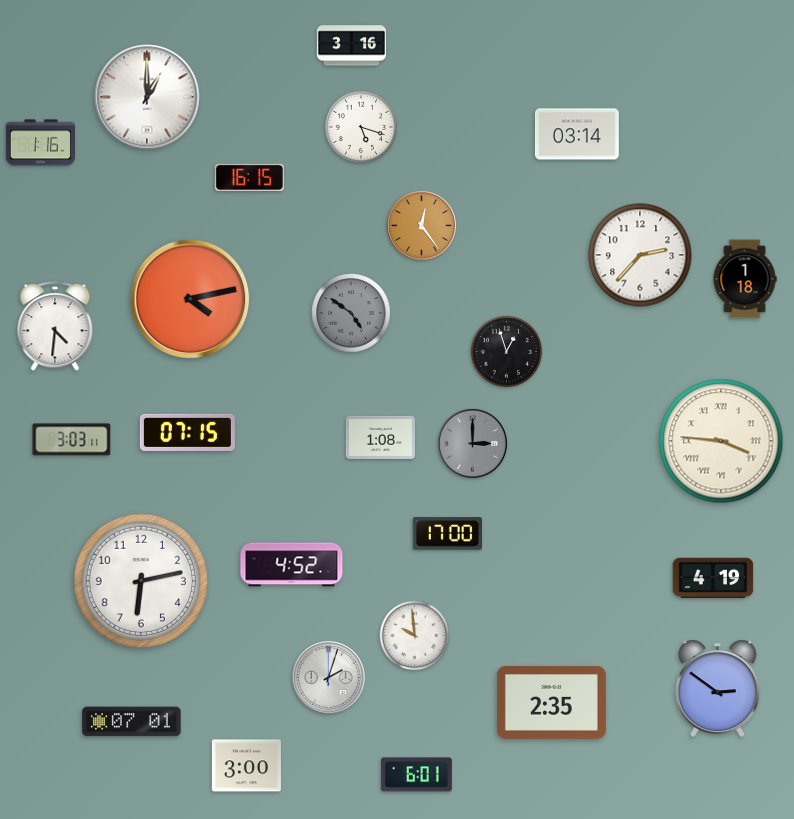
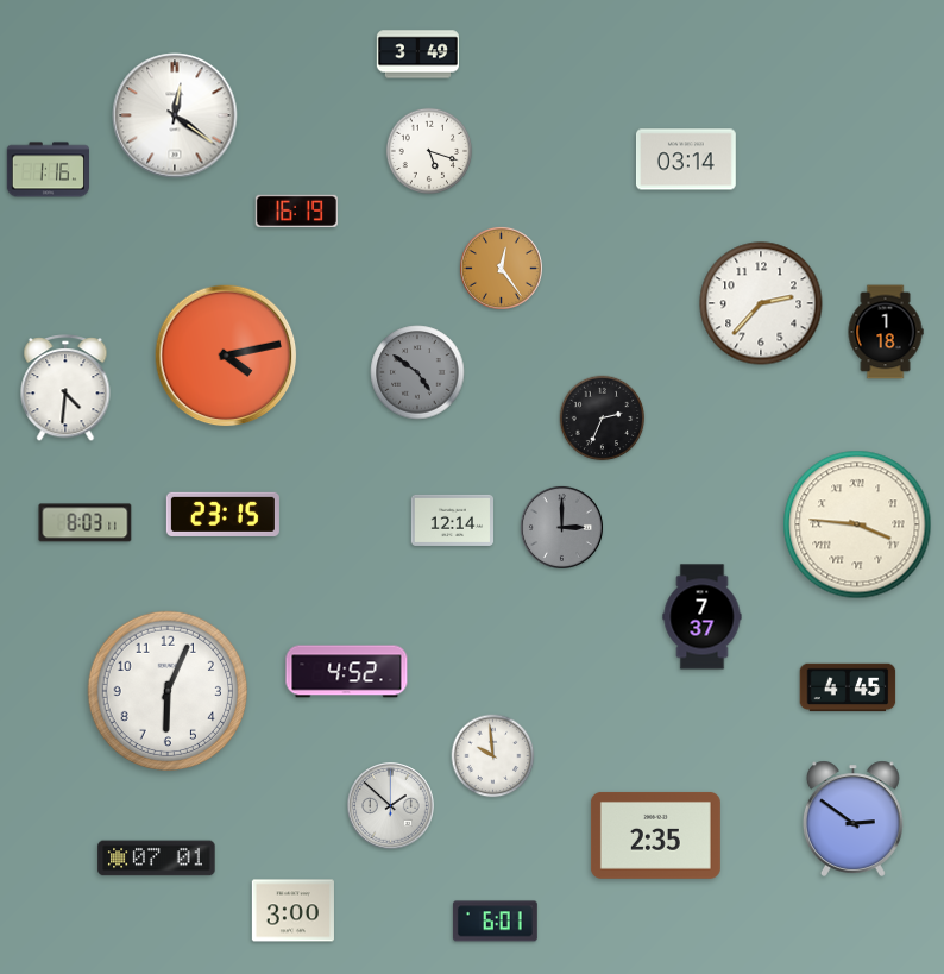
clock at (351, 46): 3:16 -> 3:49
clock at (147, 97): 1:00 -> 12:21
clock at (249, 177): 16:15 -> 16:19
clock at (507, 352): 12:57 -> 2:34
clock at (187, 432): 07:15 -> 23:15
clock at (380, 437): 1:08 -> 12:14
clock at (72, 440): 3:03 -> 8:03
clock at (703, 617): none -> 7:37
clock at (447, 534): 17:00 -> none
clock at (713, 578): 4:19 -> 4:45
clock at (140, 580): 6:13 -> 6:04
clock at (329, 678): 2:03 -> 1:52
